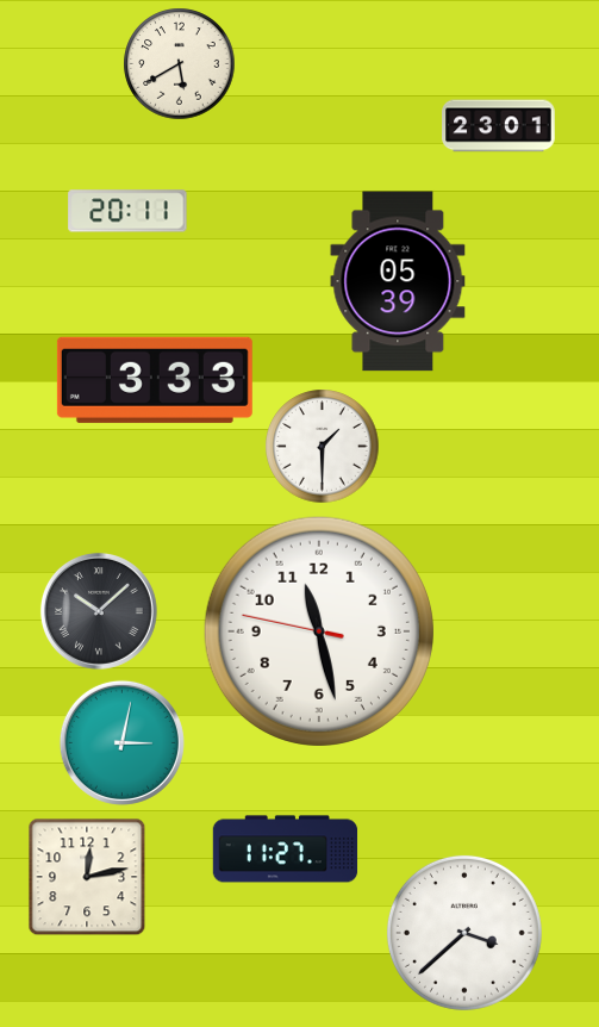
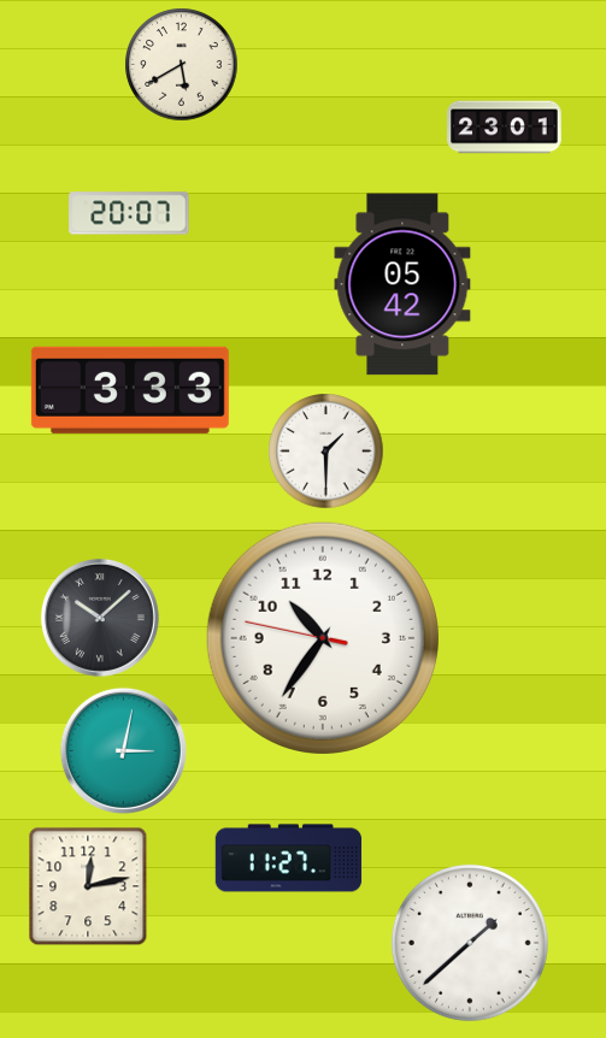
clock at (127, 211): 20:11 -> 20:07
clock at (398, 281): 05:39 -> 05:42
clock at (155, 380) position: (155, 380) -> (130, 390)
clock at (319, 631): 11:27 -> 10:35
clock at (464, 933): 3:38 -> 1:38
